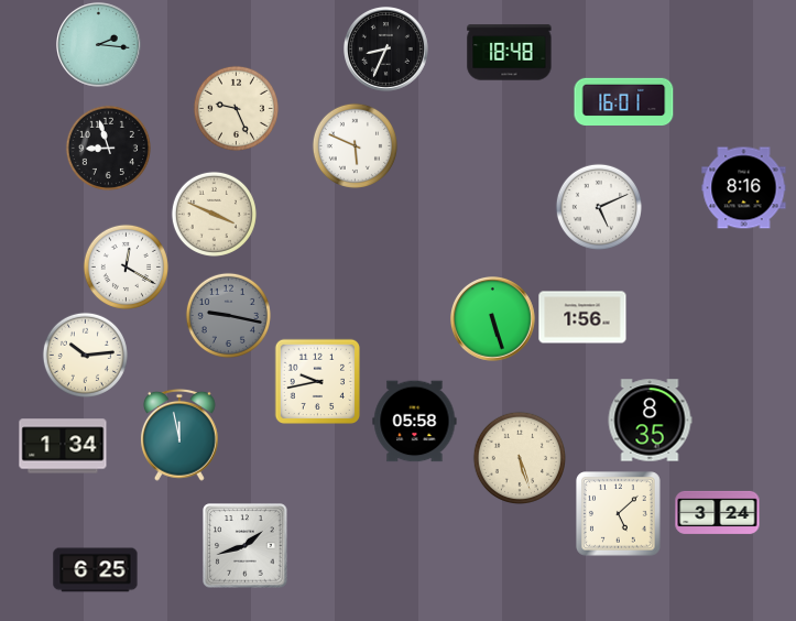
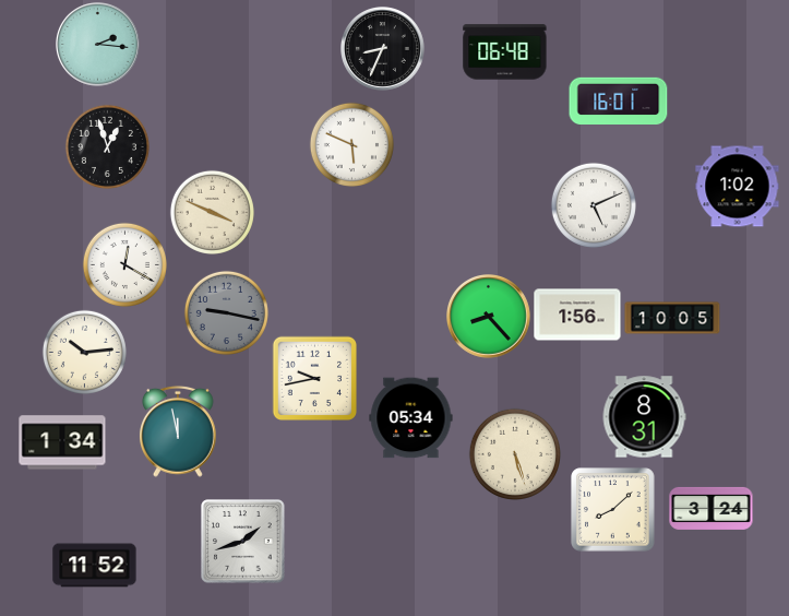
clock at (510, 53): 18:48 -> 06:48
clock at (236, 108): 9:26 -> none
clock at (108, 148): 8:57 -> 12:57
clock at (744, 188): 8:16 -> 1:02
clock at (493, 319): 5:27 -> 8:23
clock at (672, 318): none -> 10:05
clock at (650, 421): 8:35 -> 8:31
clock at (415, 422): 05:58 -> 05:34
clock at (619, 514): 5:08 -> 8:08
clock at (96, 570): 6:25 -> 11:52
